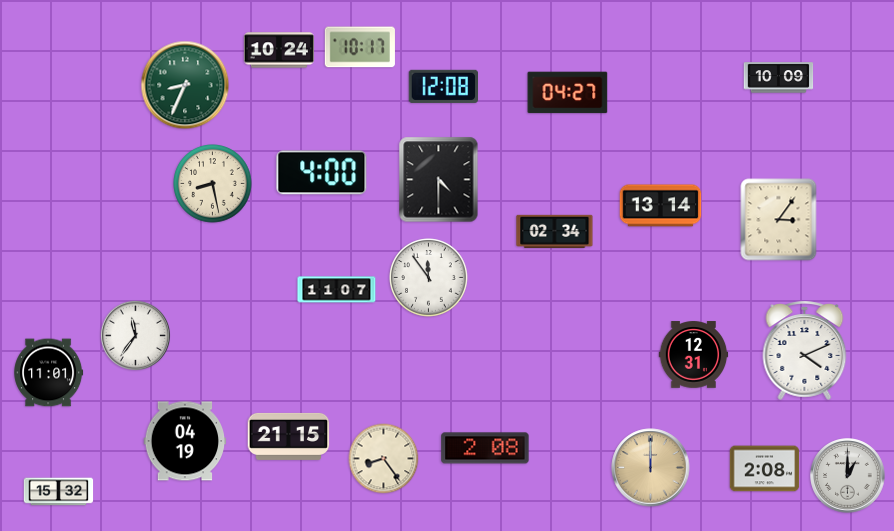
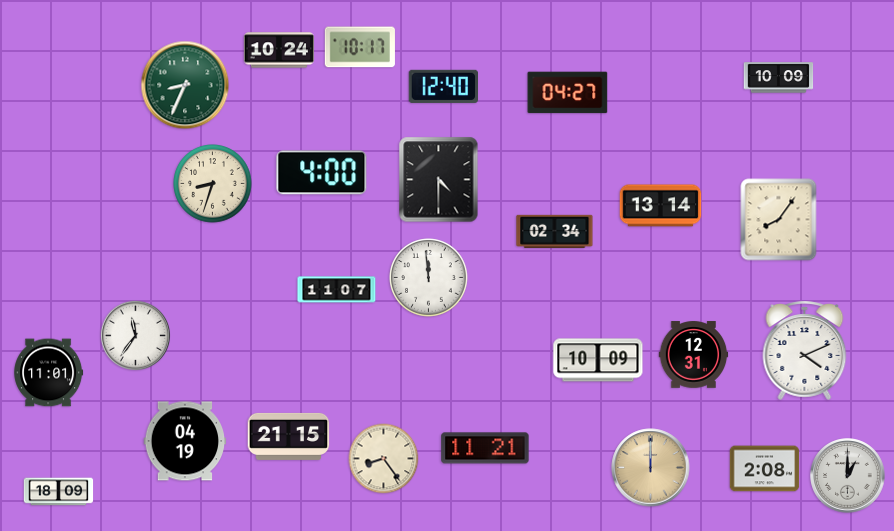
clock at (444, 86): 12:08 -> 12:40
clock at (213, 184): 8:28 -> 8:33
clock at (779, 220): 3:06 -> 8:06
clock at (429, 278): 11:54 -> 11:59
clock at (598, 360): none -> 10:09
clock at (485, 448): 2:08 -> 11:21
clock at (59, 492): 15:32 -> 18:09
